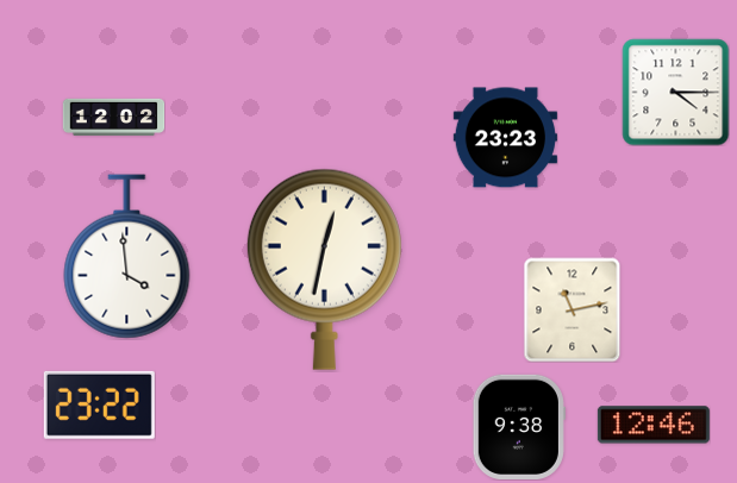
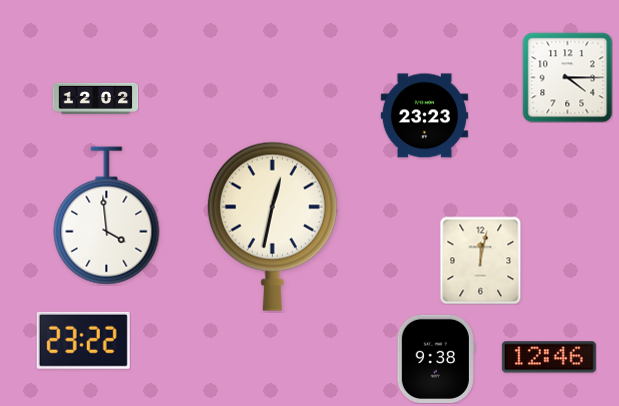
clock at (573, 309): 11:13 -> 12:02
